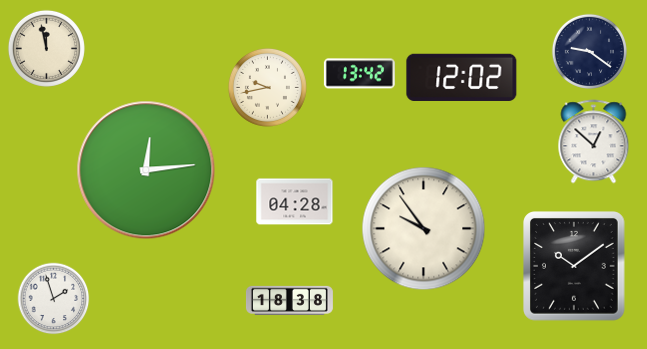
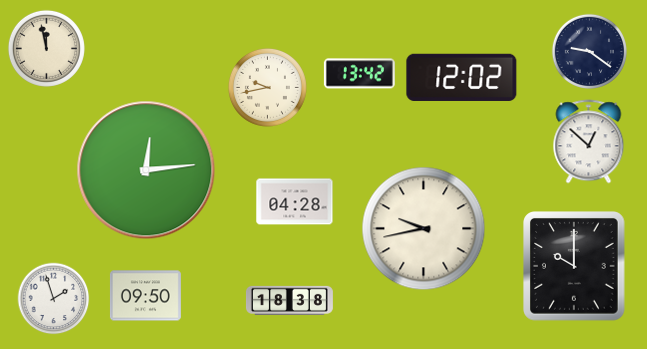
clock at (594, 142) position: (594, 142) -> (589, 142)
clock at (424, 229): 9:54 -> 9:43
clock at (574, 266): 10:09 -> 10:00
clock at (145, 296): none -> 09:50
